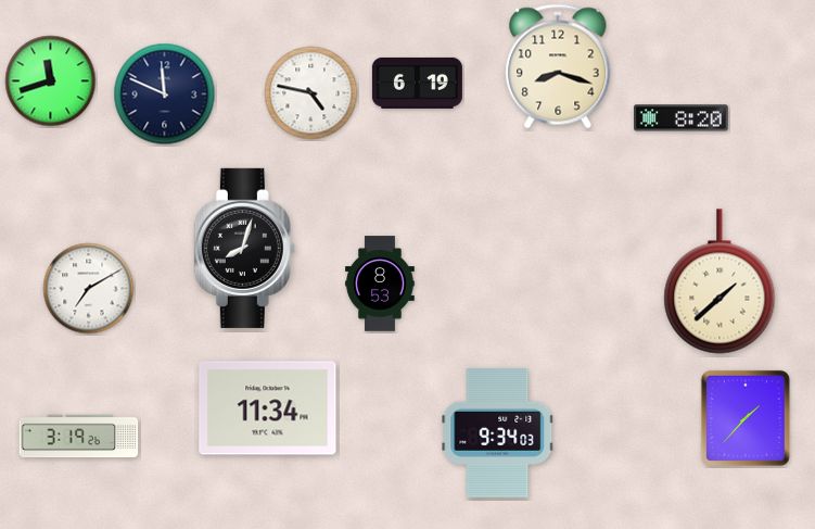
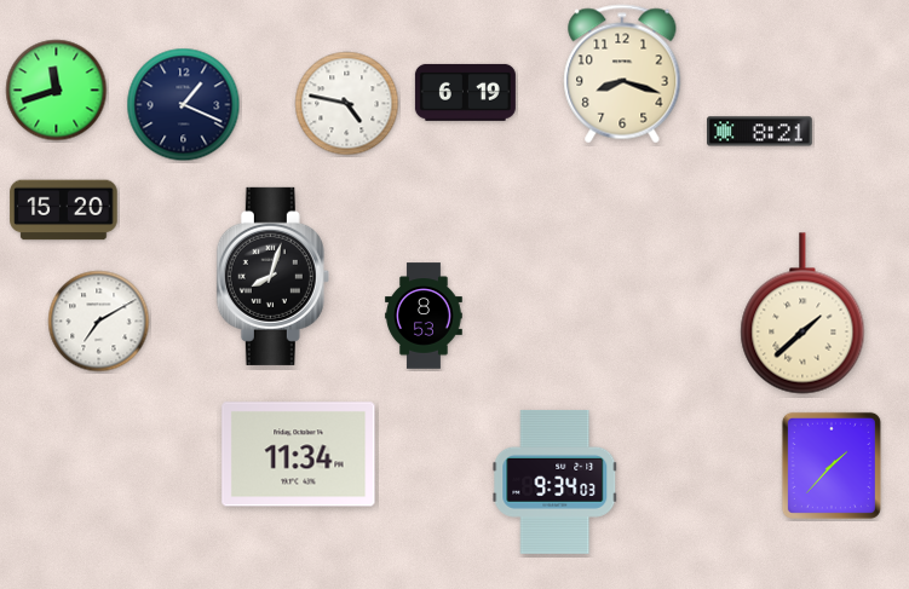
clock at (165, 95): 11:49 -> 1:19
clock at (682, 118): 8:20 -> 8:21
clock at (64, 210): none -> 15:20
clock at (79, 437): 3:19 -> none
